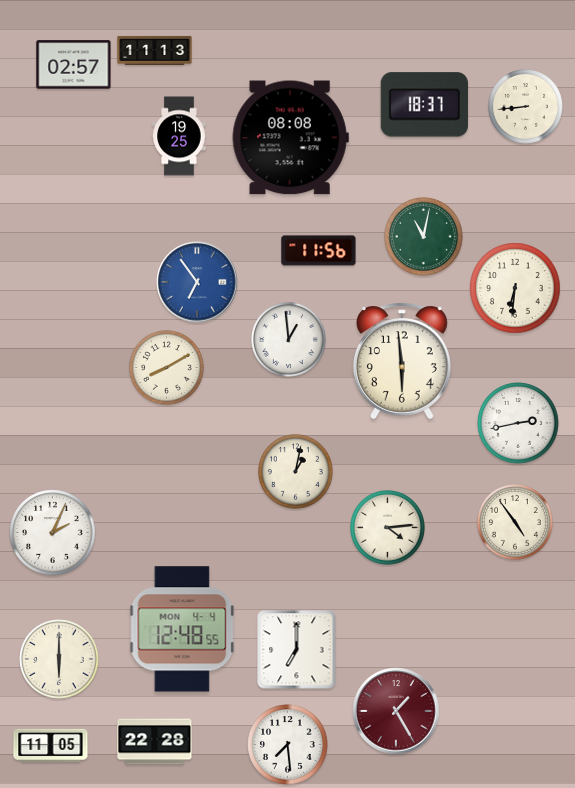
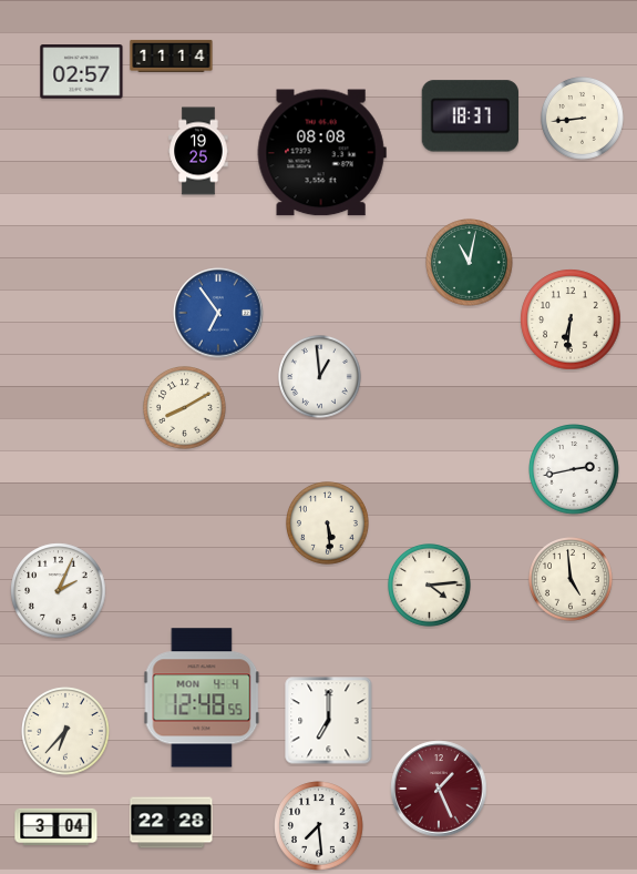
clock at (155, 50): 11:13 -> 11:14
clock at (319, 251): 11:56 -> none
clock at (402, 361): 5:59 -> none
clock at (296, 472): 1:02 -> 5:29
clock at (516, 523): 4:54 -> 4:59
clock at (59, 659): 6:00 -> 6:37
clock at (396, 711): 1:25 -> 1:26
clock at (51, 745): 11:05 -> 3:04
